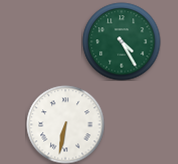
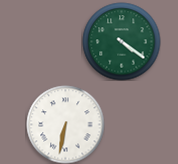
clock at (121, 41): 4:25 -> 4:21
